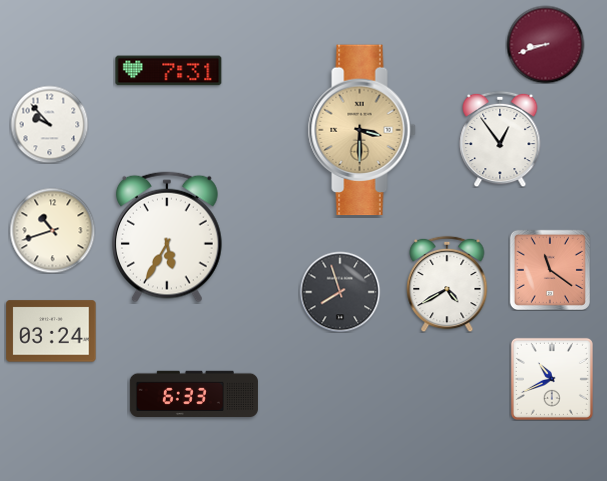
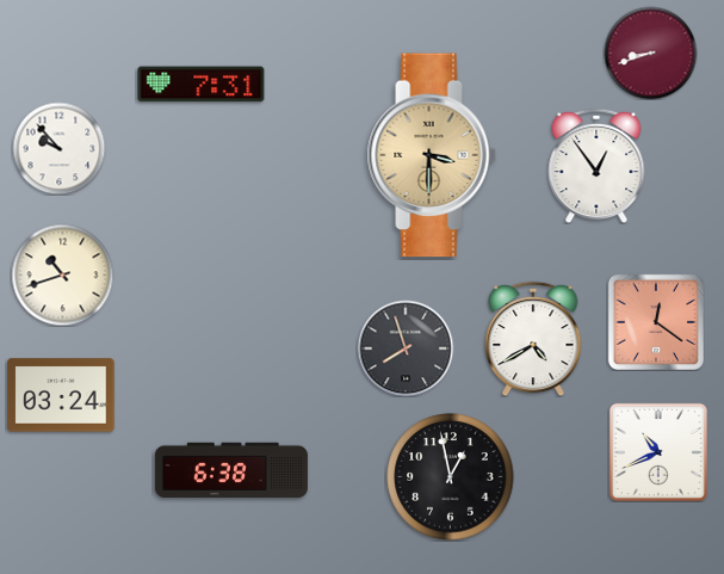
clock at (167, 237): 5:35 -> none
clock at (549, 269): 11:21 -> 12:21
clock at (194, 394): 6:33 -> 6:38
clock at (451, 477): none -> 12:58
